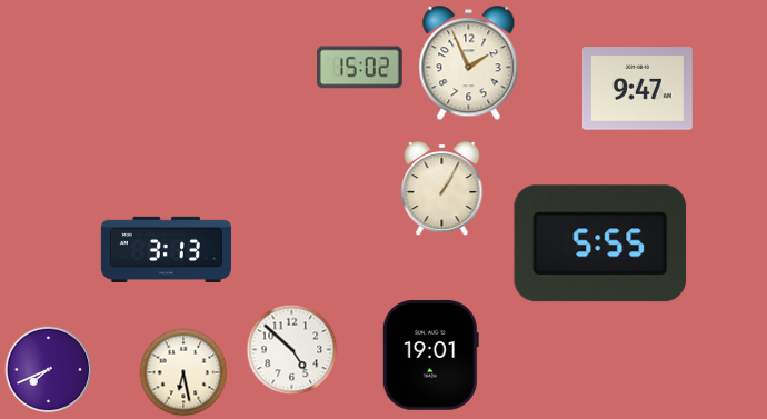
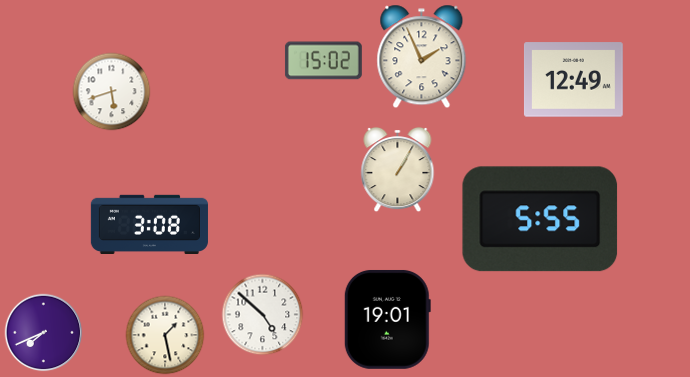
clock at (637, 89): 9:47 -> 12:49
clock at (112, 92): none -> 5:42
clock at (166, 249): 3:13 -> 3:08
clock at (183, 372): 6:28 -> 1:28
